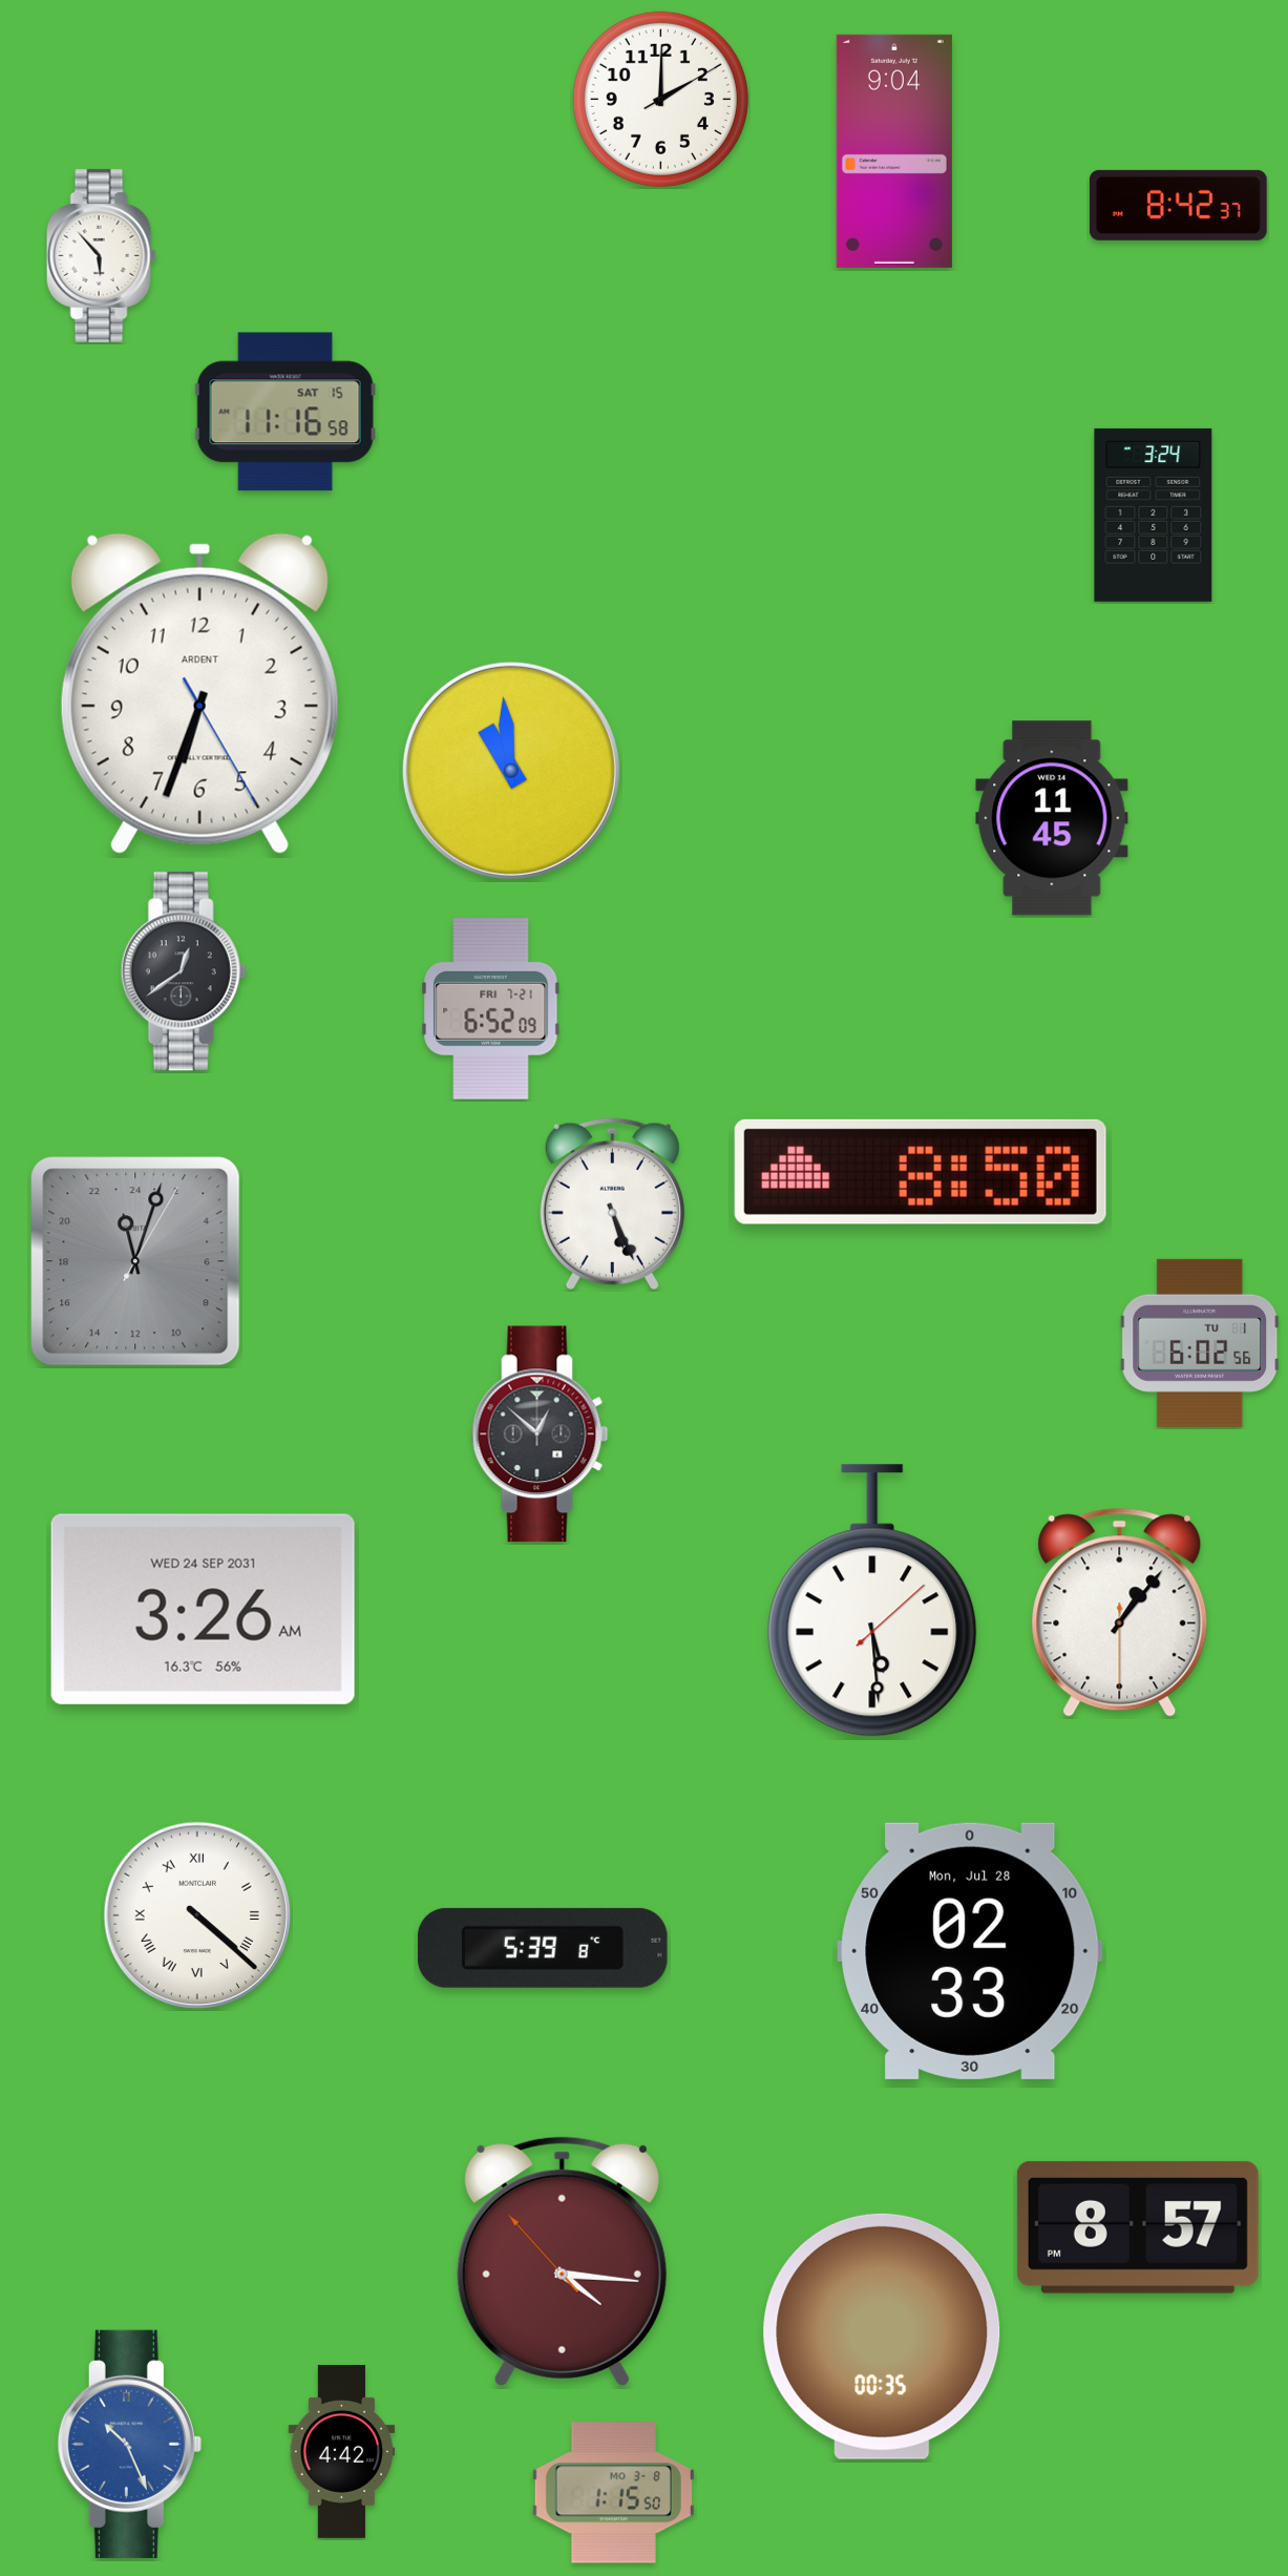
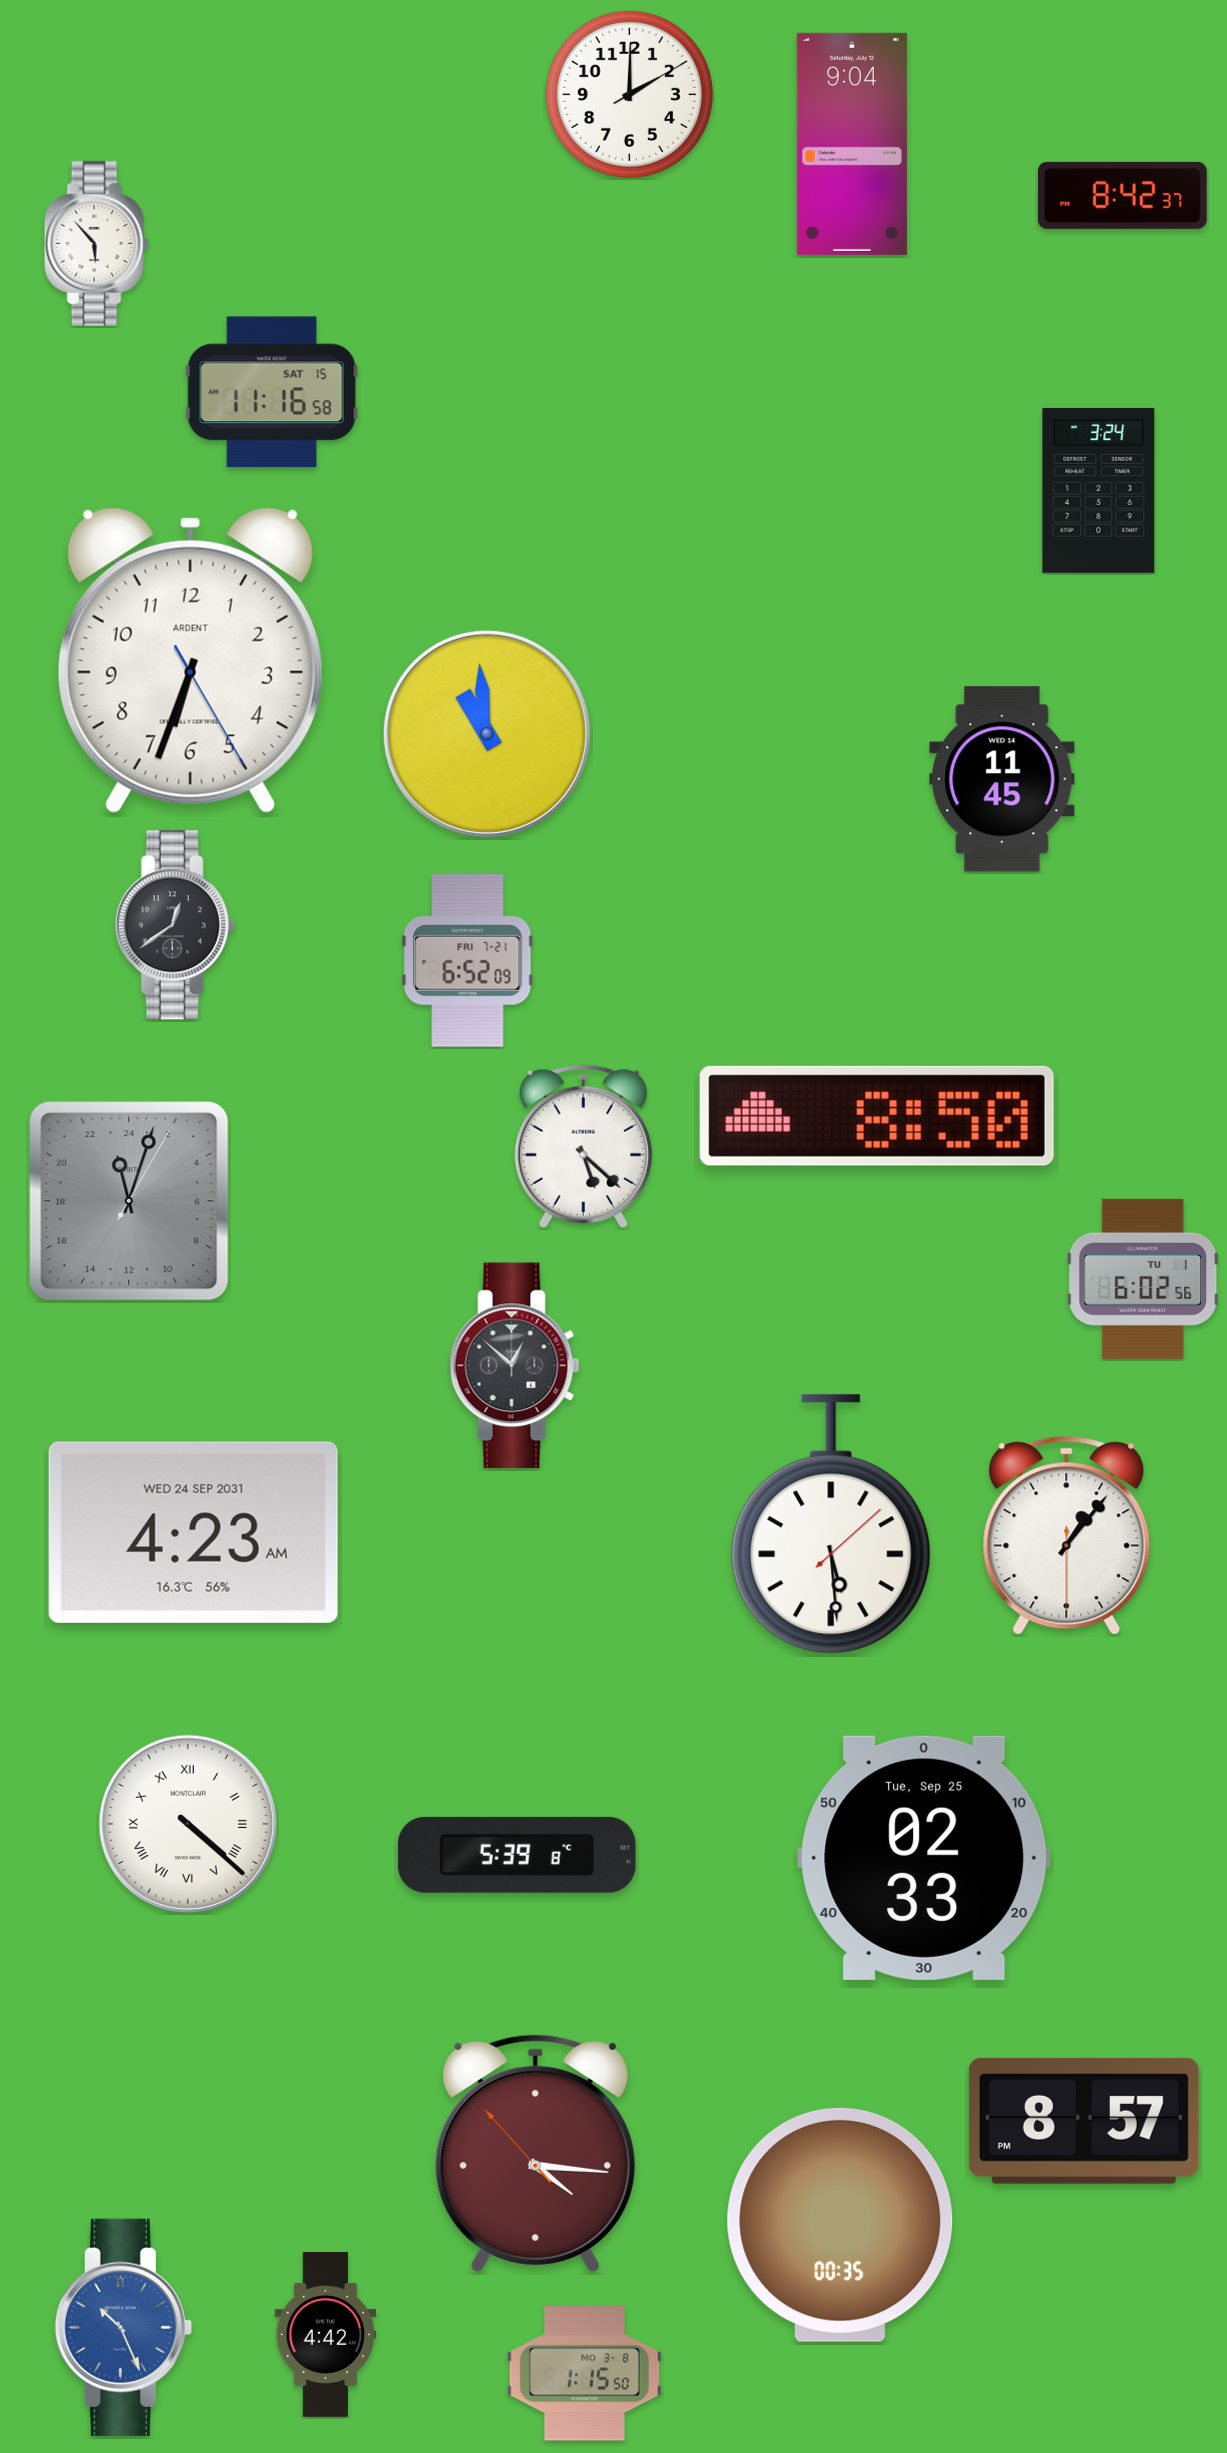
clock at (612, 1203): 5:26 -> 5:22
clock at (203, 1609): 3:26 -> 4:23
clock at (970, 1951) date: Mon, Jul 28 -> Tue, Sep 25
